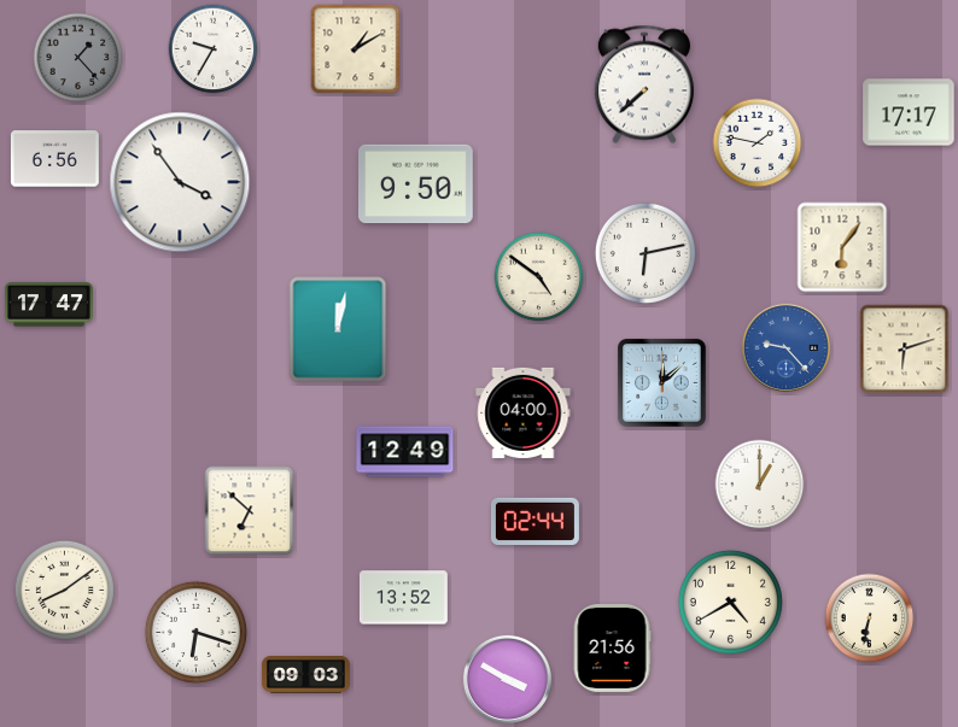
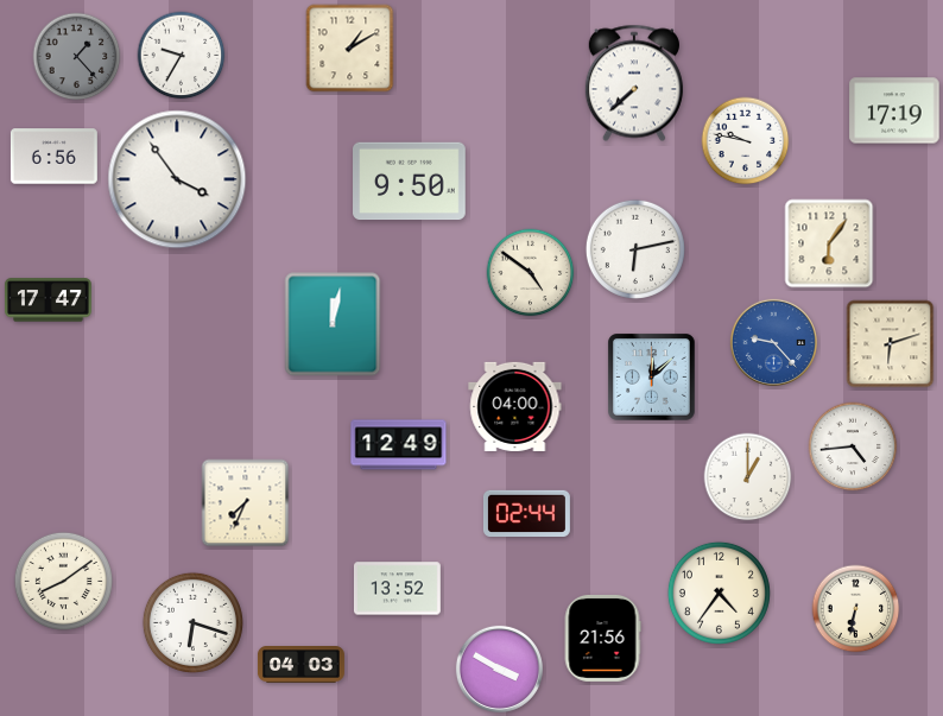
clock at (214, 49) position: (214, 49) -> (182, 56)
clock at (909, 112): 17:17 -> 17:19
clock at (758, 143): 1:47 -> 9:47
clock at (853, 446): none -> 4:44
clock at (250, 511): 6:52 -> 7:34
clock at (730, 602): 4:40 -> 4:36
clock at (305, 675): 09:03 -> 04:03
